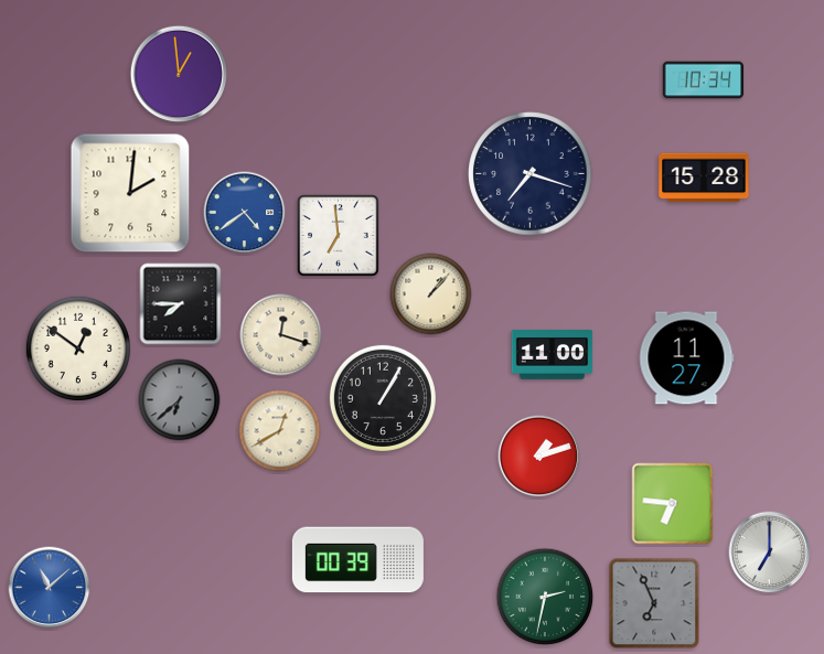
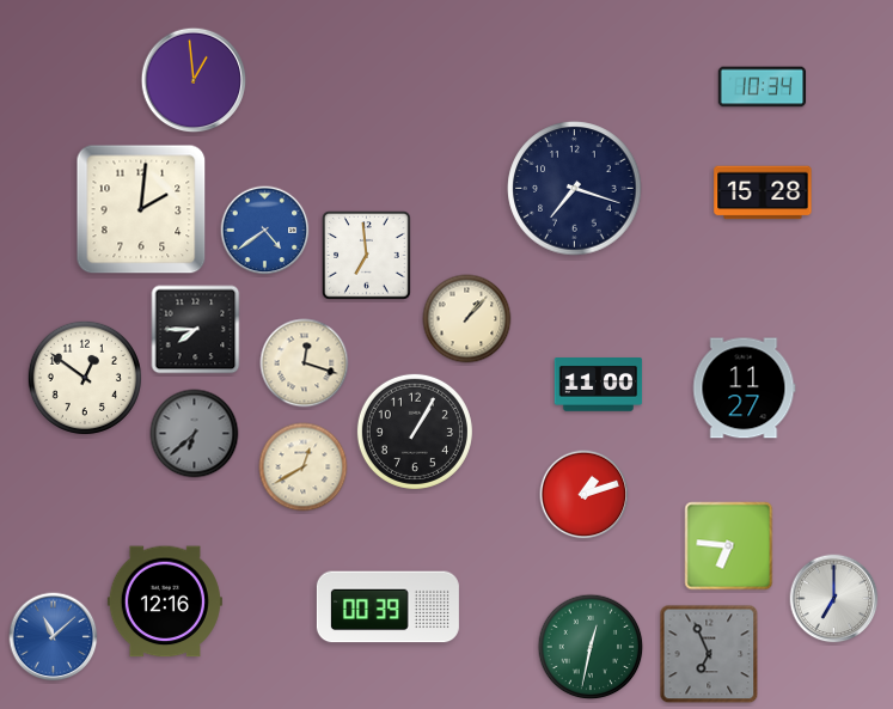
clock at (165, 601): none -> 12:16
clock at (545, 597): 2:32 -> 12:32
